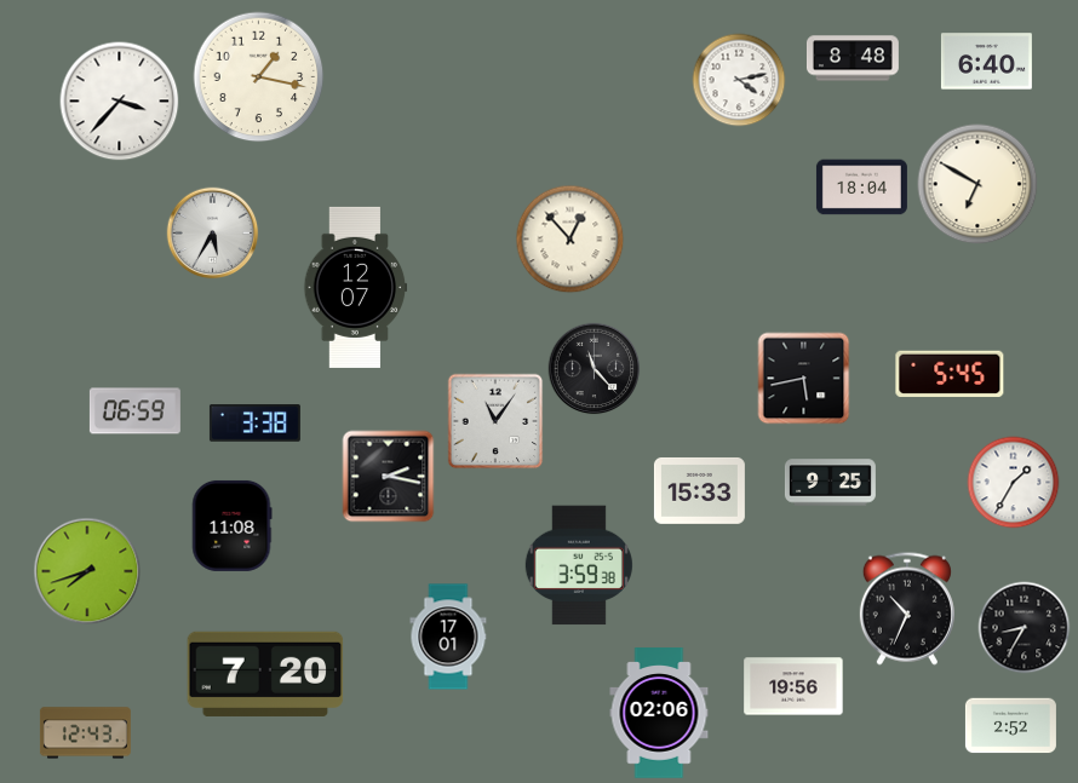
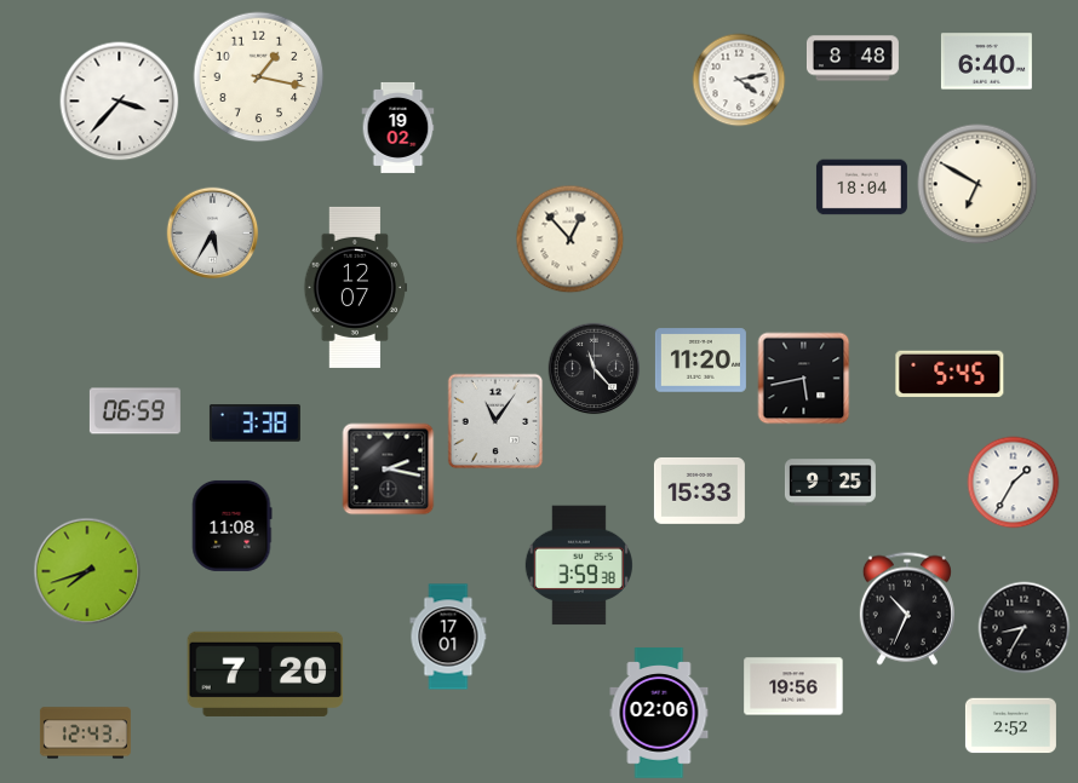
clock at (398, 127): none -> 19:02
clock at (700, 361): none -> 11:20
clock at (389, 477) position: (389, 477) -> (389, 470)
